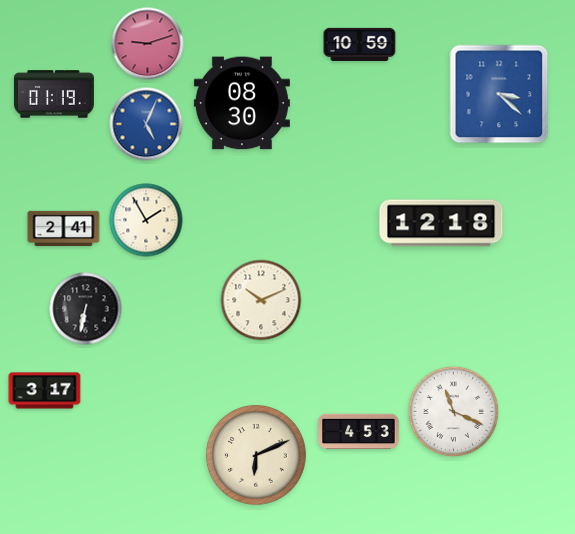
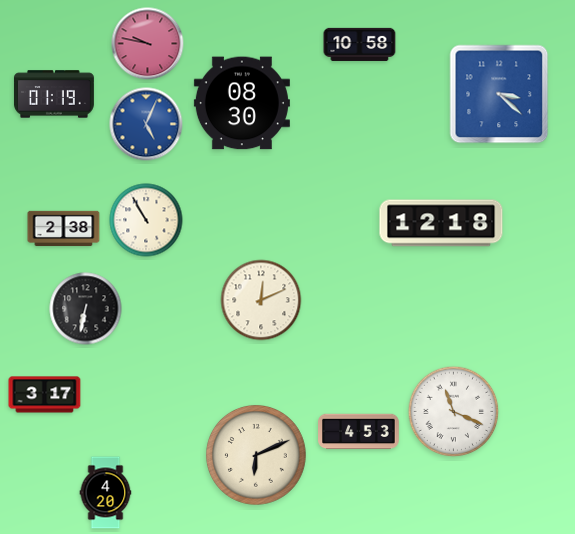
clock at (148, 44): 9:12 -> 9:47
clock at (360, 44): 10:59 -> 10:58
clock at (146, 220): 1:55 -> 10:55
clock at (64, 229): 2:41 -> 2:38
clock at (261, 300): 10:11 -> 12:11
clock at (45, 391) position: (45, 391) -> (45, 395)
clock at (106, 493): none -> 4:20
